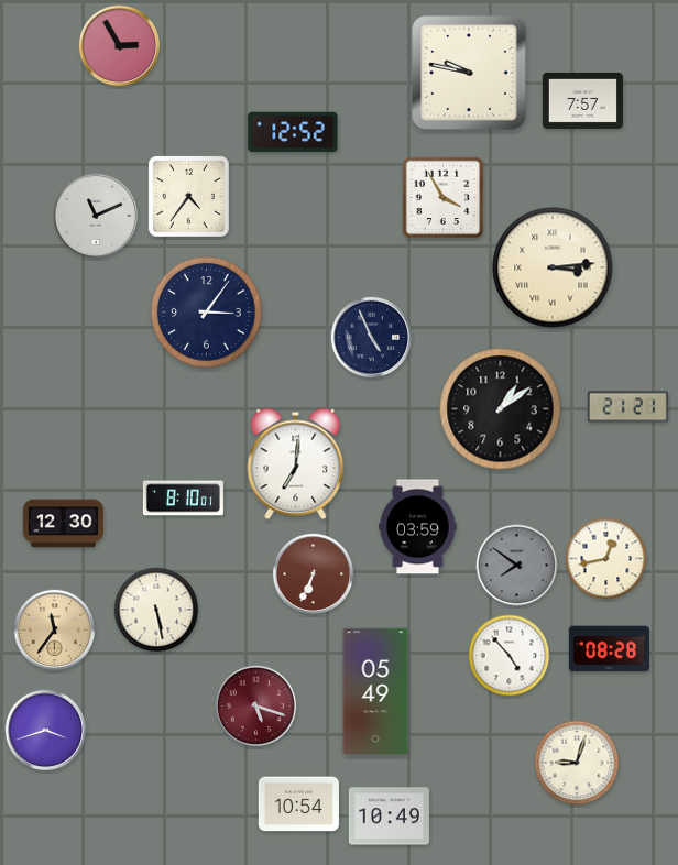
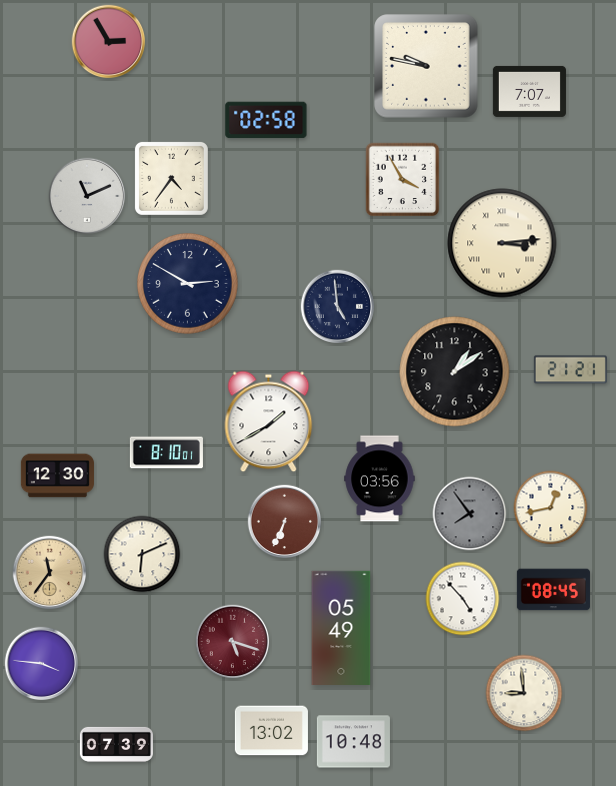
clock at (582, 100): 7:57 -> 7:07
clock at (293, 132): 12:52 -> 02:58
clock at (207, 313): 3:06 -> 2:50
clock at (372, 338): 4:56 -> 4:59
clock at (296, 464): 7:01 -> 1:40
clock at (418, 527): 03:59 -> 03:56
clock at (517, 566): 7:51 -> 7:54
clock at (156, 610): 5:28 -> 6:11
clock at (609, 649): 08:28 -> 08:45
clock at (510, 656) position: (510, 656) -> (463, 599)
clock at (46, 731): 3:42 -> 3:46
clock at (577, 763): 9:03 -> 8:59
clock at (298, 804): 10:54 -> 13:02
clock at (389, 817): 10:49 -> 10:48
clock at (116, 744): none -> 07:39
